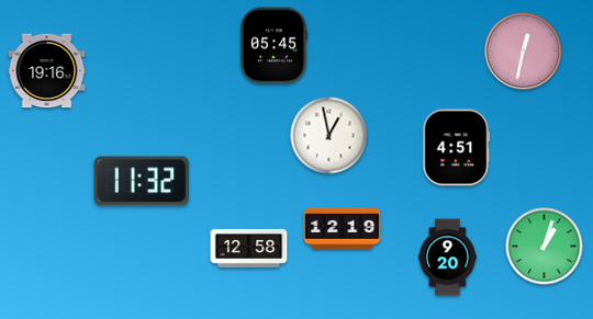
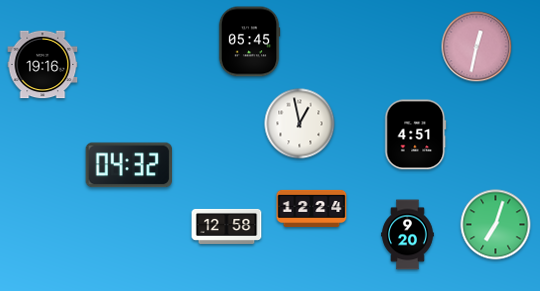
clock at (141, 181): 11:32 -> 04:32
clock at (343, 228): 12:19 -> 12:24
clock at (545, 247): 1:03 -> 7:03
